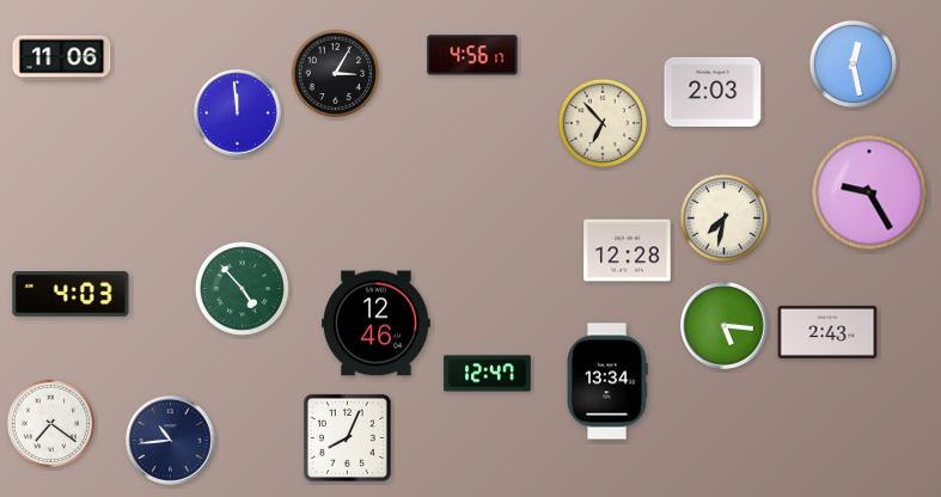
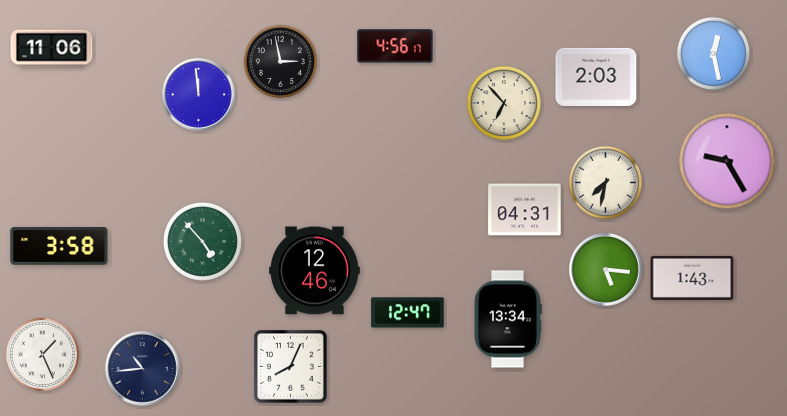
clock at (335, 73): 3:05 -> 2:58
clock at (628, 251): 12:28 -> 04:31
clock at (71, 295): 4:03 -> 3:58
clock at (725, 326) position: (725, 326) -> (606, 270)
clock at (827, 332): 2:43 -> 1:43
clock at (50, 423): 7:21 -> 1:26
